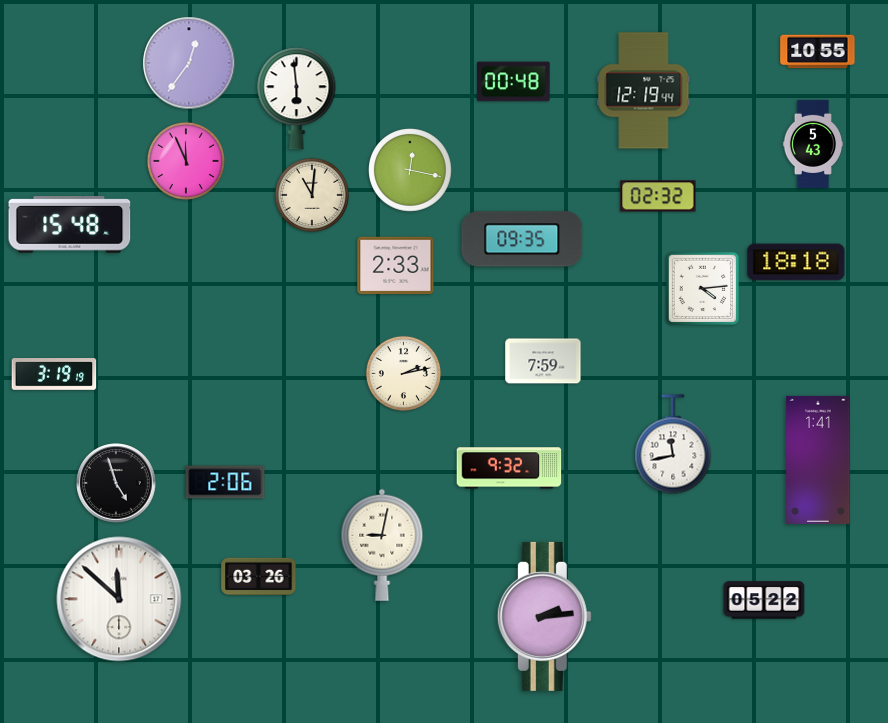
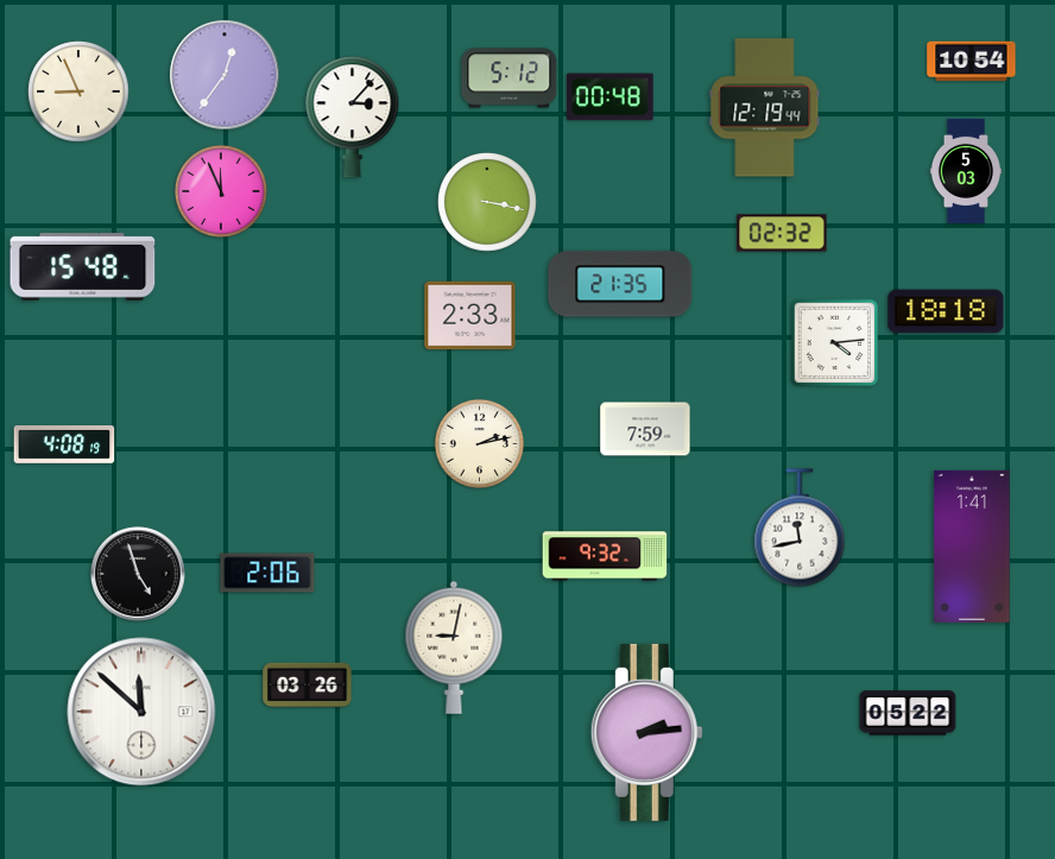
clock at (818, 52): 10:55 -> 10:54
clock at (510, 78): none -> 5:12
clock at (78, 91): none -> 8:56
clock at (297, 99): 5:59 -> 3:07
clock at (812, 144): 5:43 -> 5:03
clock at (410, 170): 12:17 -> 3:17
clock at (311, 194): 11:01 -> none
clock at (522, 239): 09:35 -> 21:35
clock at (54, 375): 3:19 -> 4:08
